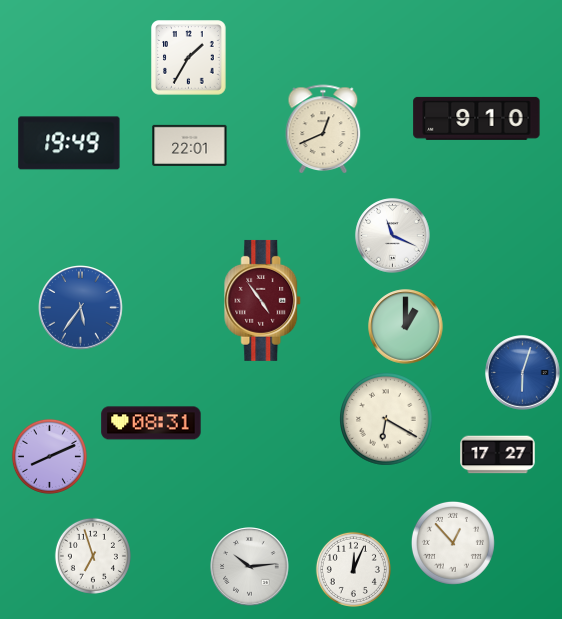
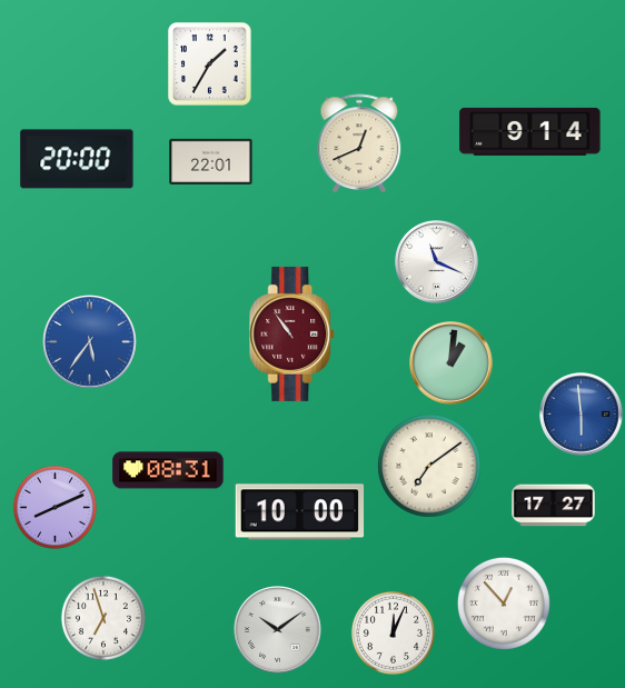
clock at (477, 118): 9:10 -> 9:14
clock at (69, 143): 19:49 -> 20:00
clock at (263, 300): 4:54 -> 10:54
clock at (406, 327): 1:00 -> 1:01
clock at (523, 373): 6:03 -> 5:59
clock at (387, 420): 6:20 -> 7:09
clock at (300, 512): none -> 10:00
clock at (250, 567): 10:14 -> 10:09
